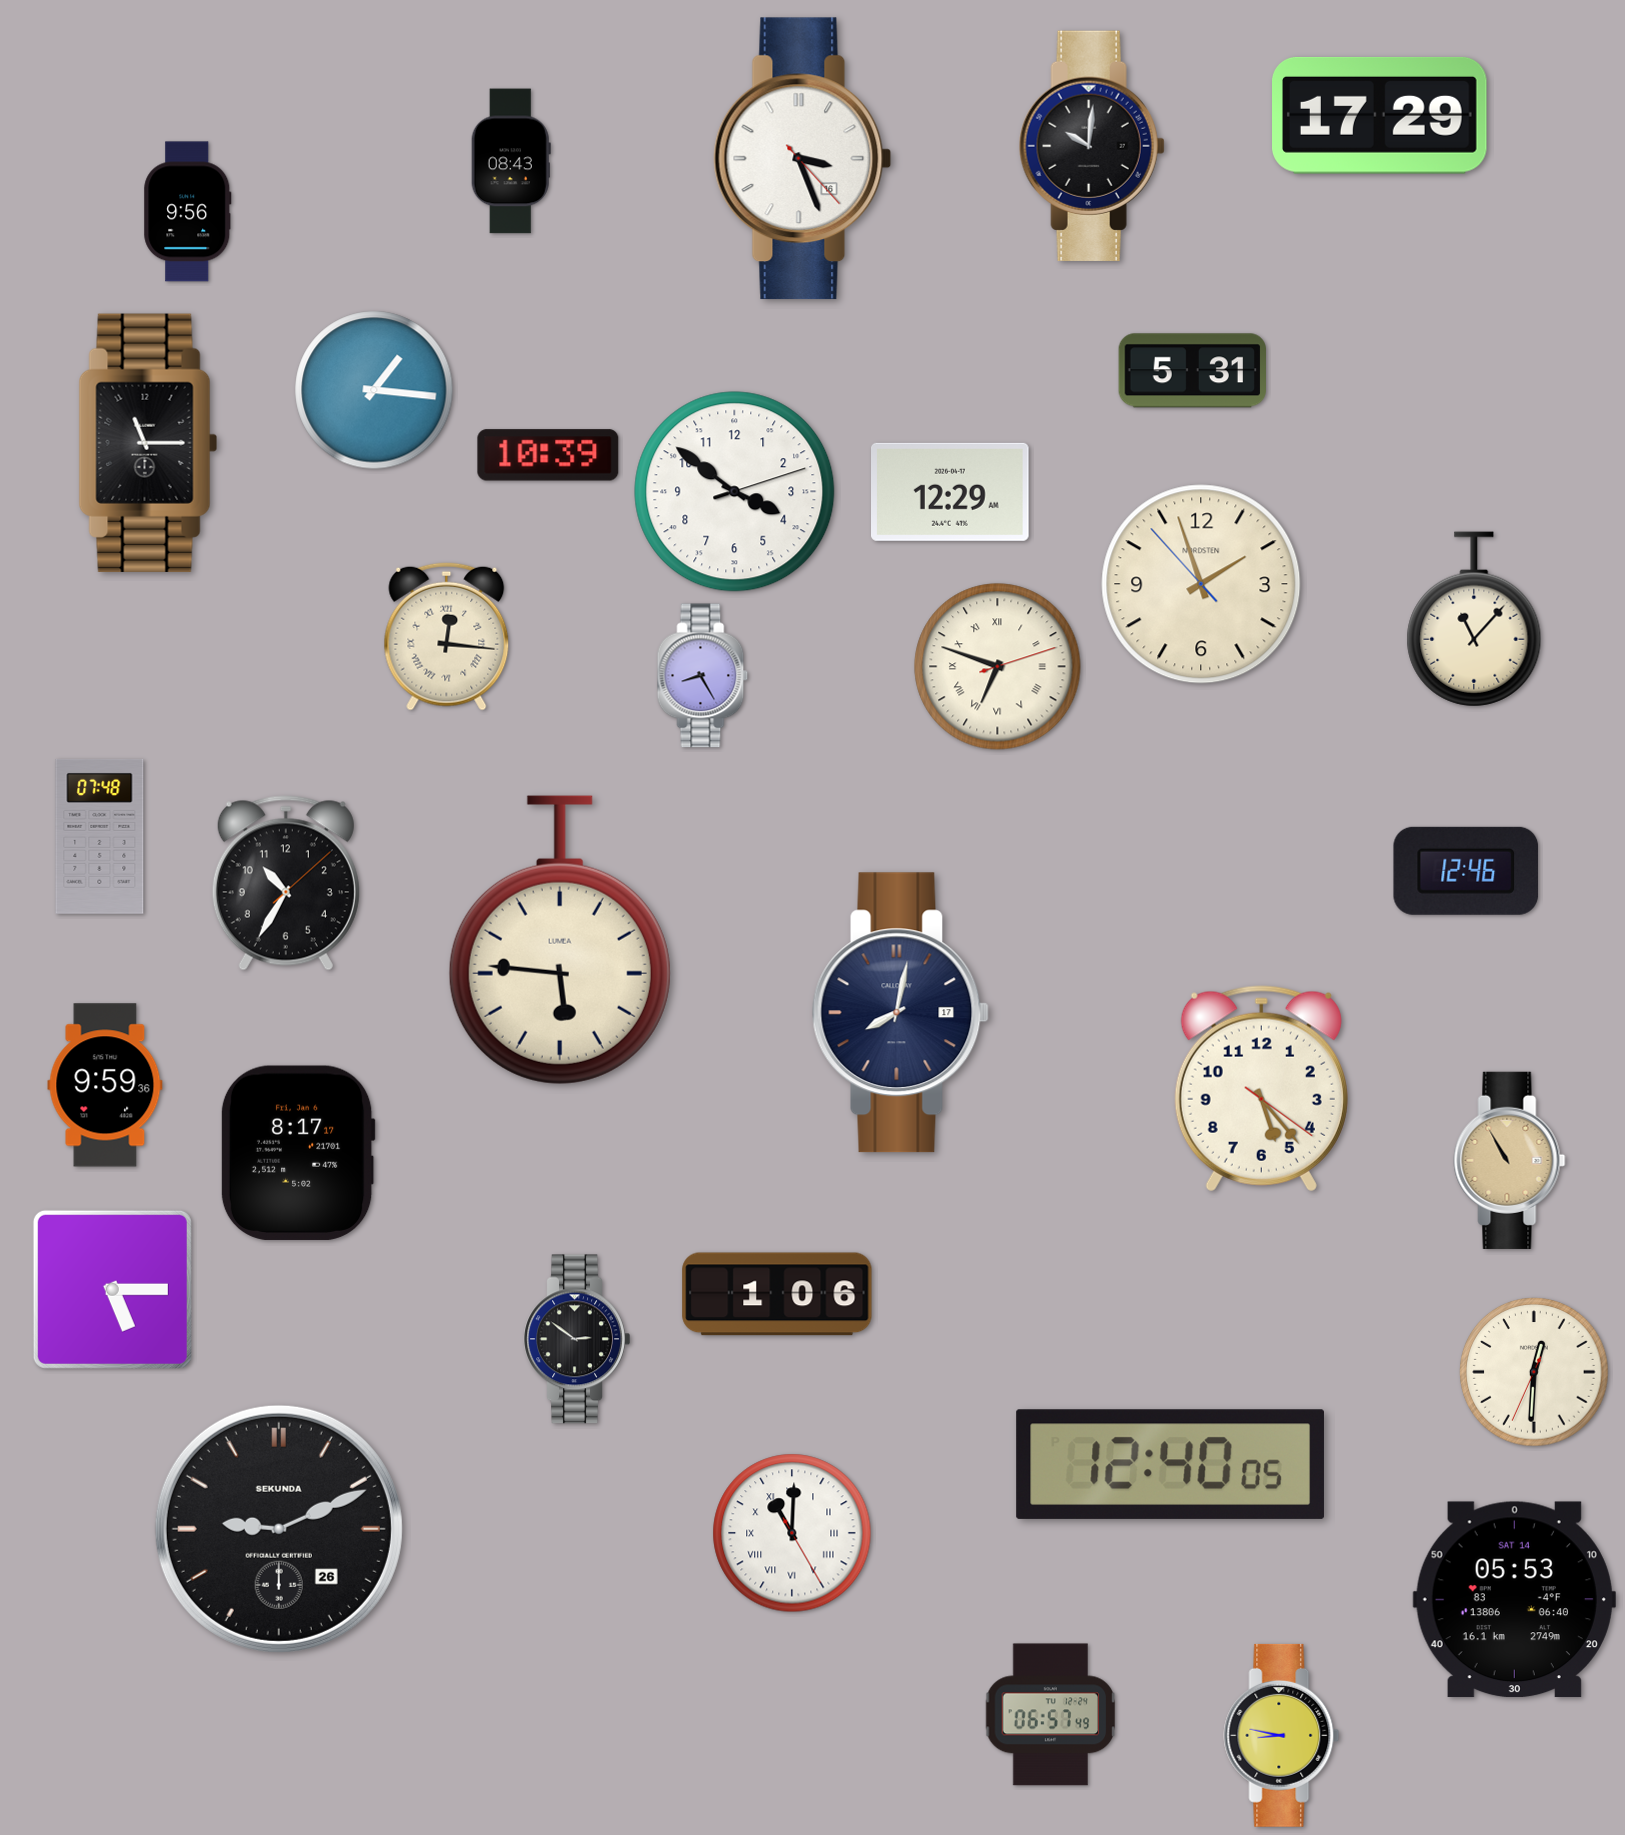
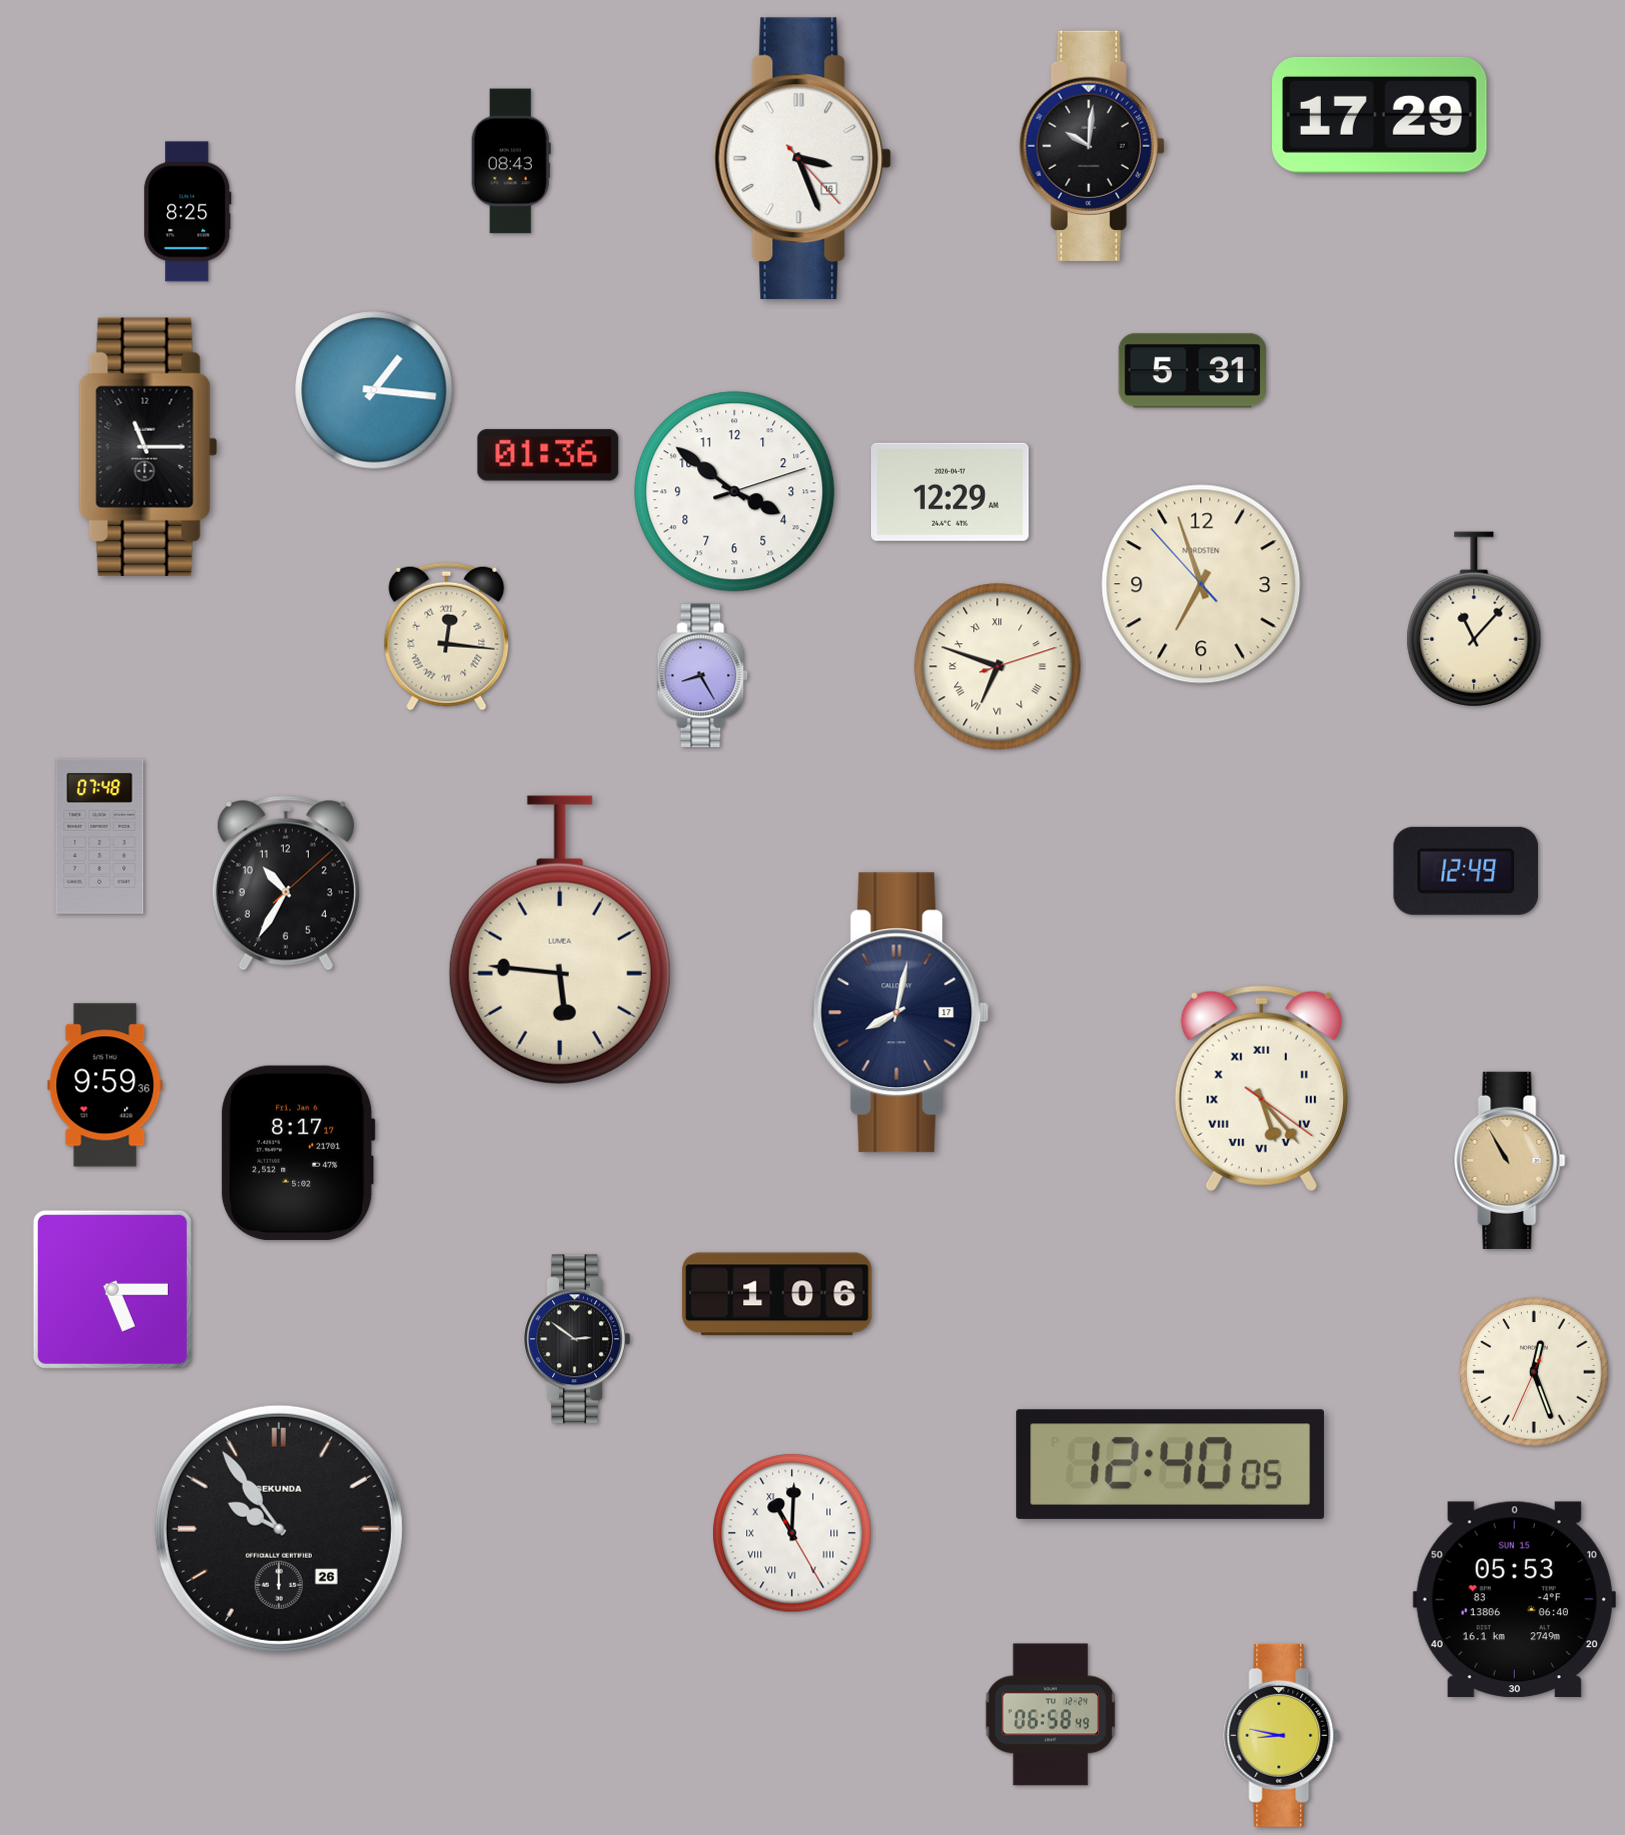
clock at (188, 212): 9:56 -> 8:25
clock at (148, 443) position: (148, 443) -> (148, 447)
clock at (548, 455): 10:39 -> 01:36
clock at (1201, 584): 1:56 -> 6:56
clock at (1466, 871): 12:46 -> 12:49
clock at (1261, 1089) numerals: Arabic -> Roman
clock at (1534, 1372): 12:30 -> 12:26
clock at (279, 1529): 9:11 -> 9:54
clock at (1514, 1600) date: SAT 14 -> SUN 15
clock at (1051, 1715): 06:57 -> 06:58
